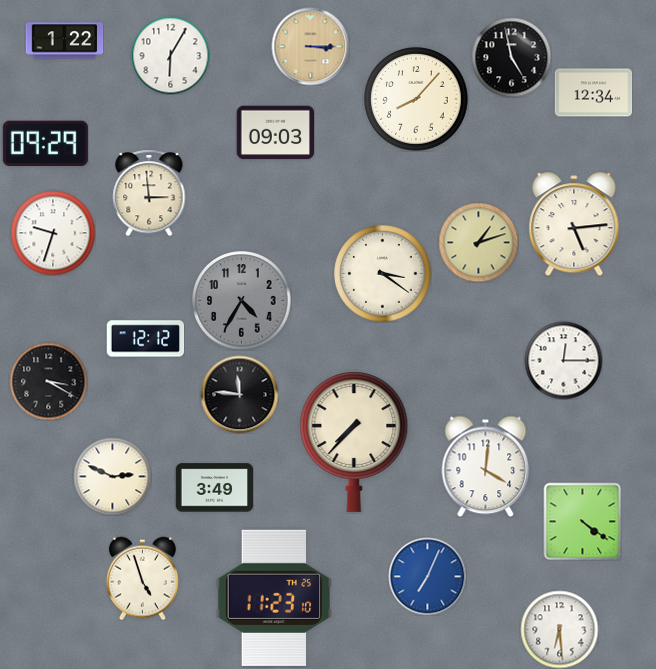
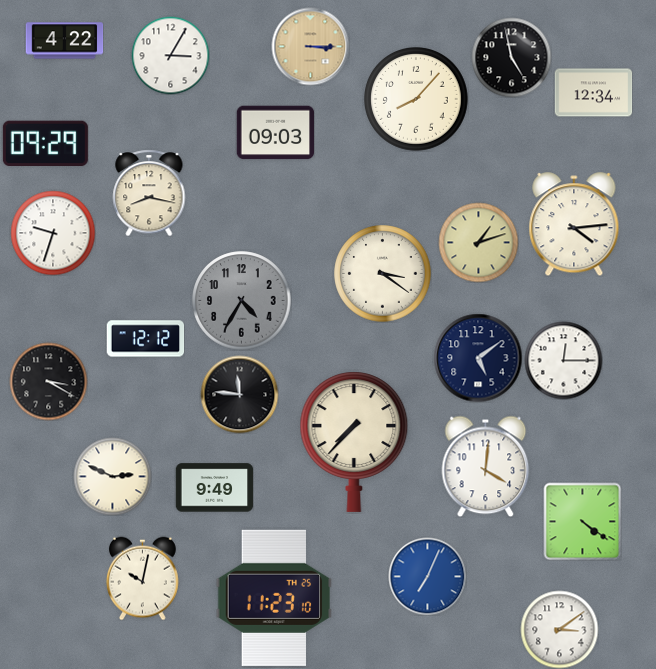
clock at (64, 41): 1:22 -> 4:22
clock at (170, 55): 6:05 -> 3:05
clock at (149, 193): 2:59 -> 8:17
clock at (574, 224): 5:14 -> 4:14
clock at (478, 358): none -> 5:09
clock at (214, 488): 3:49 -> 9:49
clock at (142, 578): 4:57 -> 10:02
clock at (559, 629): 6:29 -> 3:09
